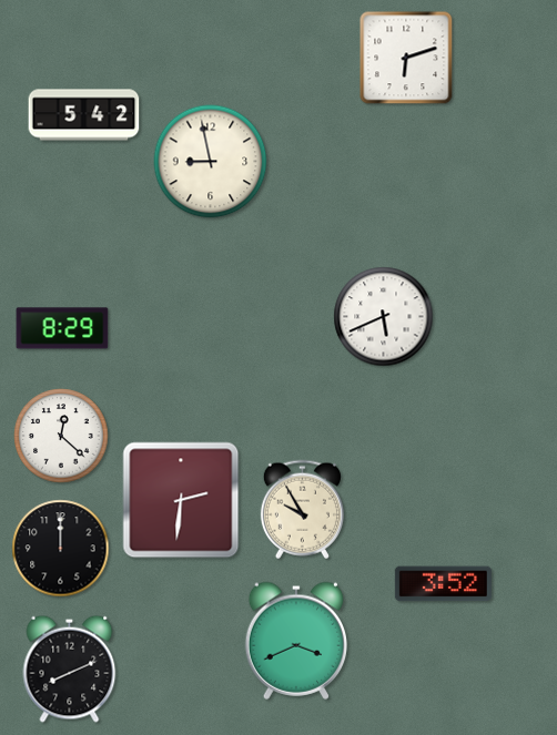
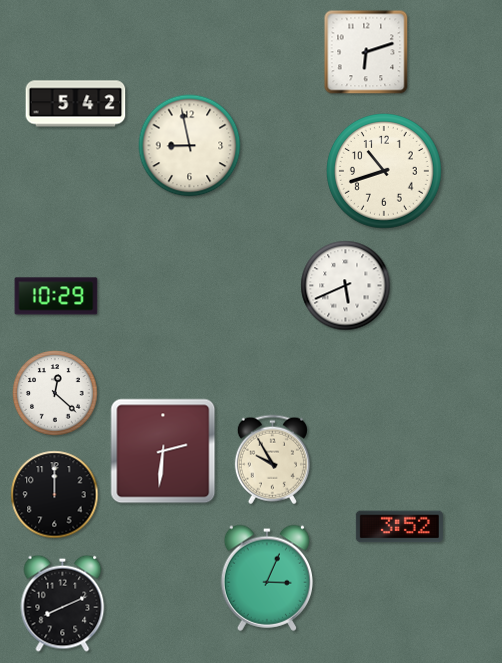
clock at (385, 172): none -> 10:42
clock at (62, 328): 8:29 -> 10:29
clock at (296, 641): 3:41 -> 3:04
